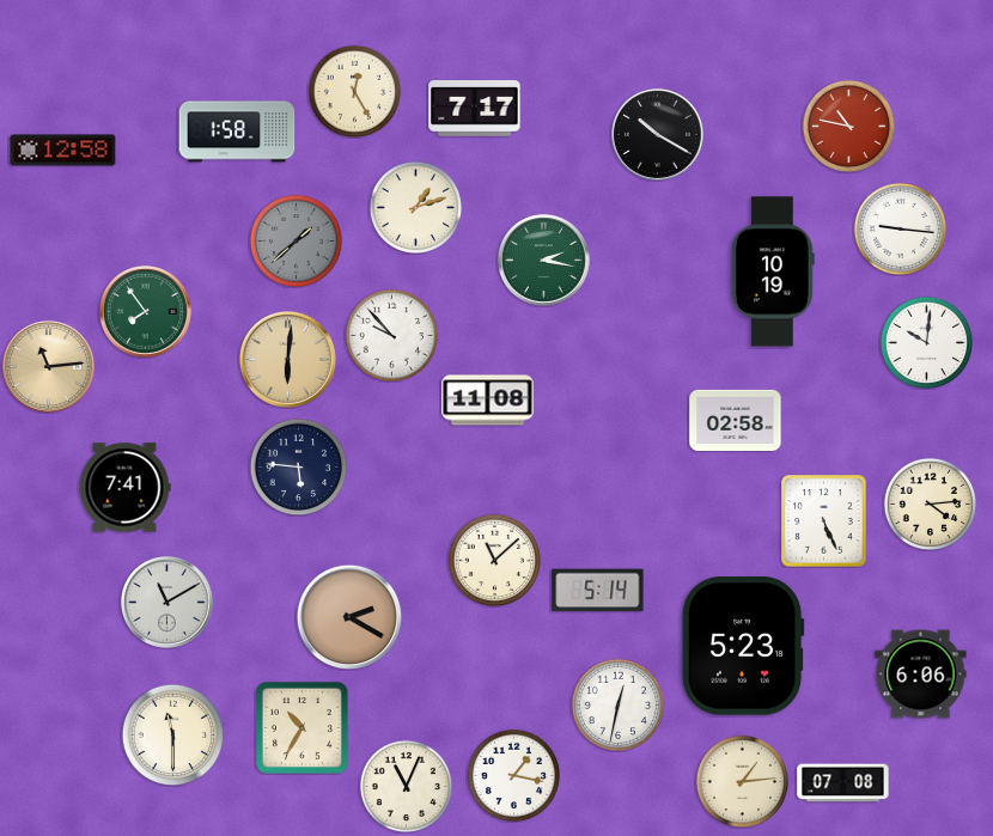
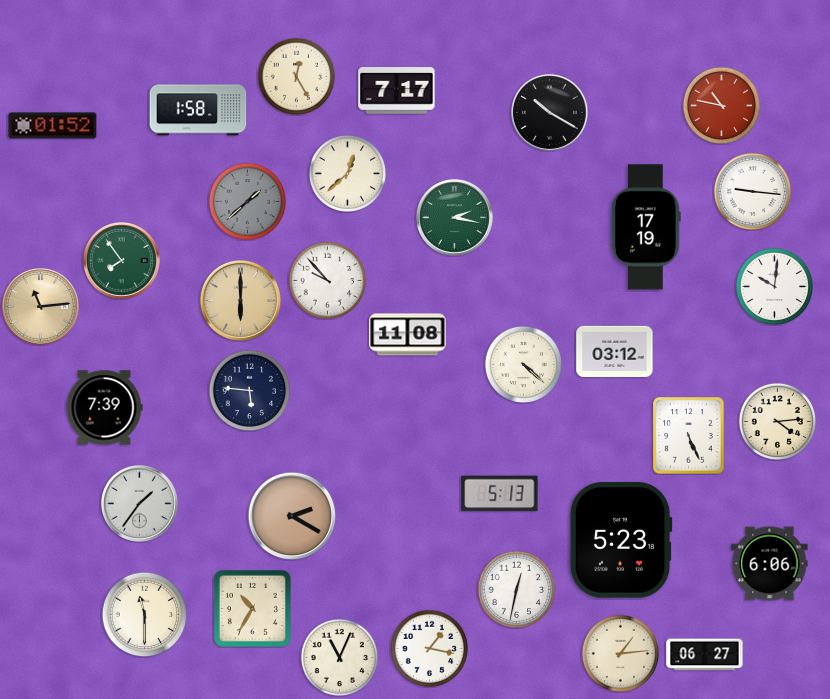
clock at (848, 126) position: (848, 126) -> (721, 105)
clock at (63, 151): 12:58 -> 01:52
clock at (415, 207): 1:12 -> 12:38
clock at (773, 271): 10:19 -> 17:19
clock at (287, 359): 6:01 -> 6:00
clock at (736, 420): 02:58 -> 03:12
clock at (523, 364): none -> 4:22
clock at (124, 488): 7:41 -> 7:39
clock at (494, 560): 11:08 -> none
clock at (598, 591): 5:14 -> 5:13
clock at (166, 602): 11:10 -> 1:36
clock at (843, 783): 07:08 -> 06:27
